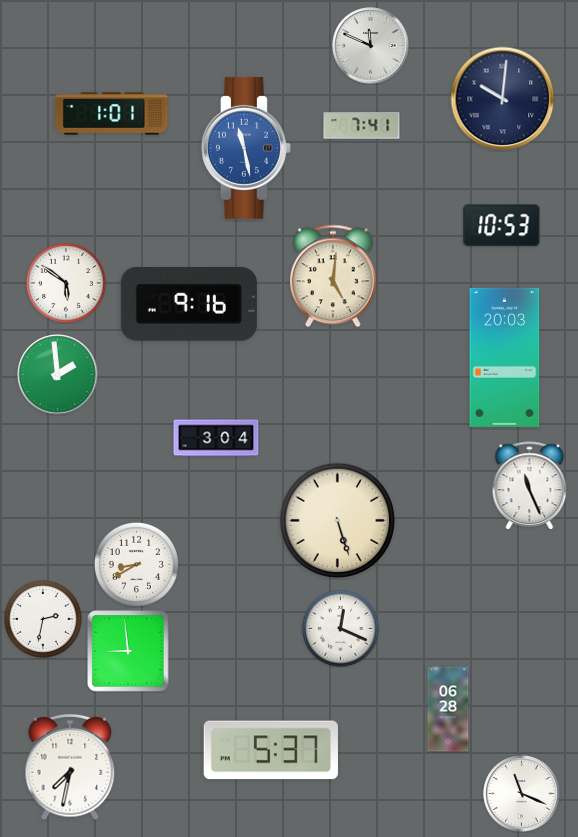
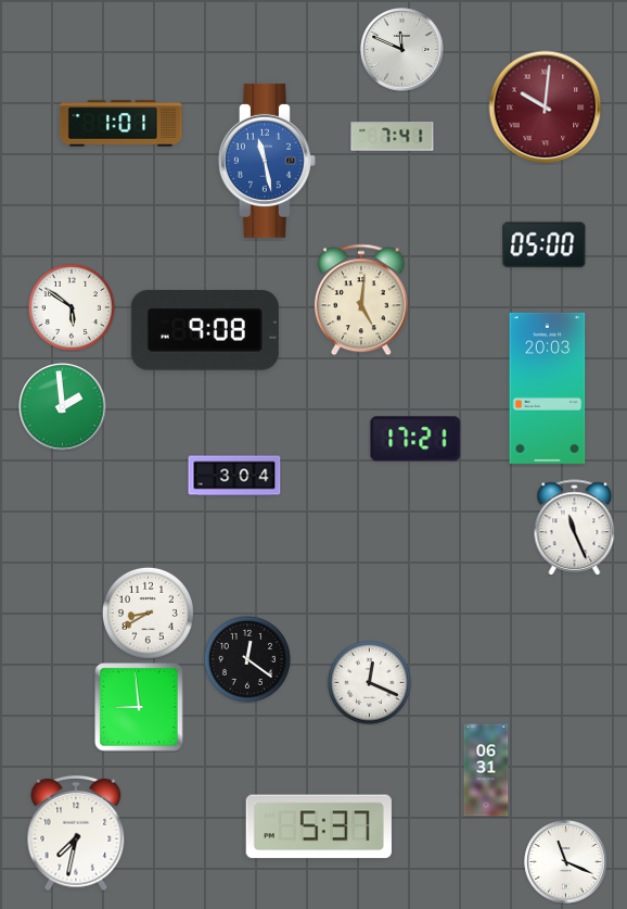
clock at (503, 99) dial: navy -> burgundy
clock at (502, 226): 10:53 -> 05:00
clock at (189, 304): 9:16 -> 9:08
clock at (415, 439): none -> 17:21
clock at (338, 521): 5:27 -> none
clock at (247, 659): none -> 12:21
clock at (43, 619): 2:32 -> none
clock at (448, 709): 06:28 -> 06:31
clock at (271, 750) position: (271, 750) -> (319, 826)
